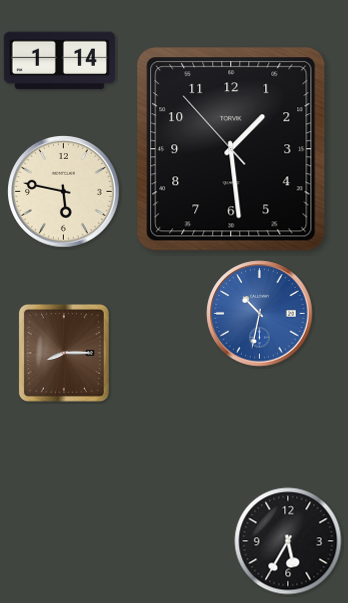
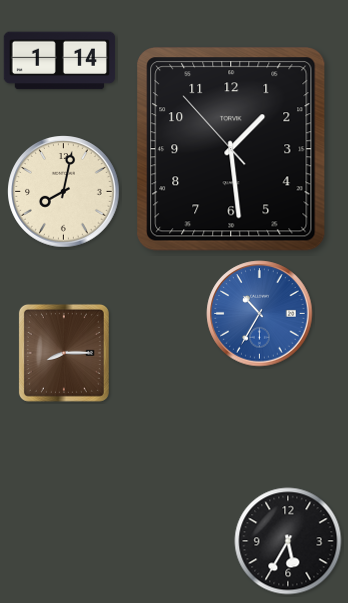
clock at (64, 192): 5:47 -> 8:02
clock at (260, 314): 10:32 -> 10:35
